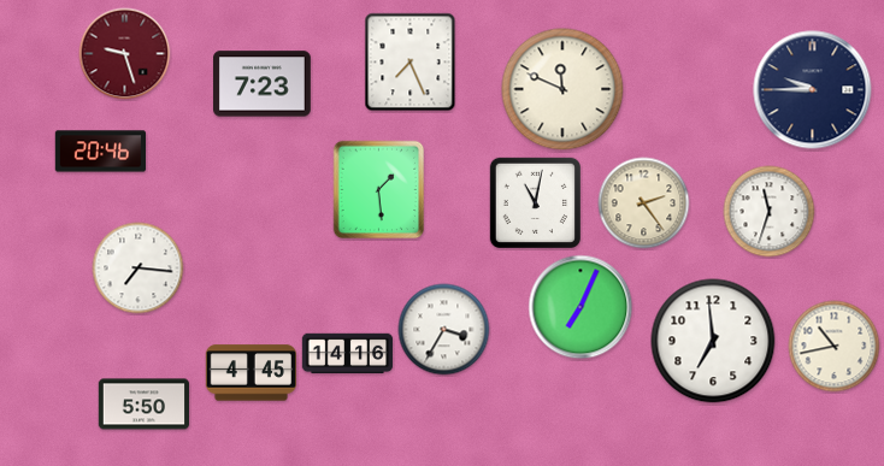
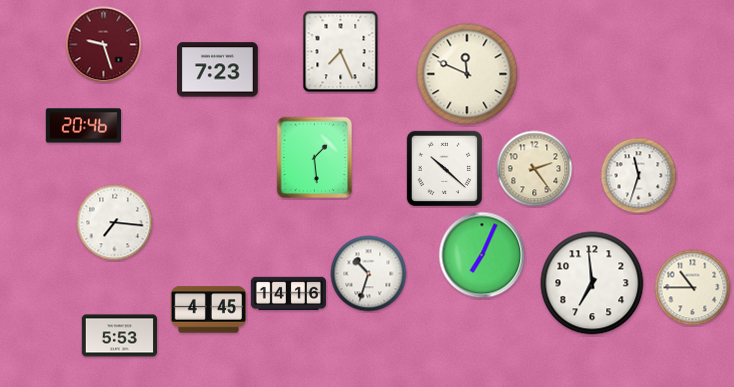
clock at (813, 90): 9:45 -> none
clock at (535, 202): 11:02 -> 10:22
clock at (444, 330): 3:35 -> 10:33
clock at (835, 347): 10:43 -> 10:45
clock at (145, 405): 5:50 -> 5:53
